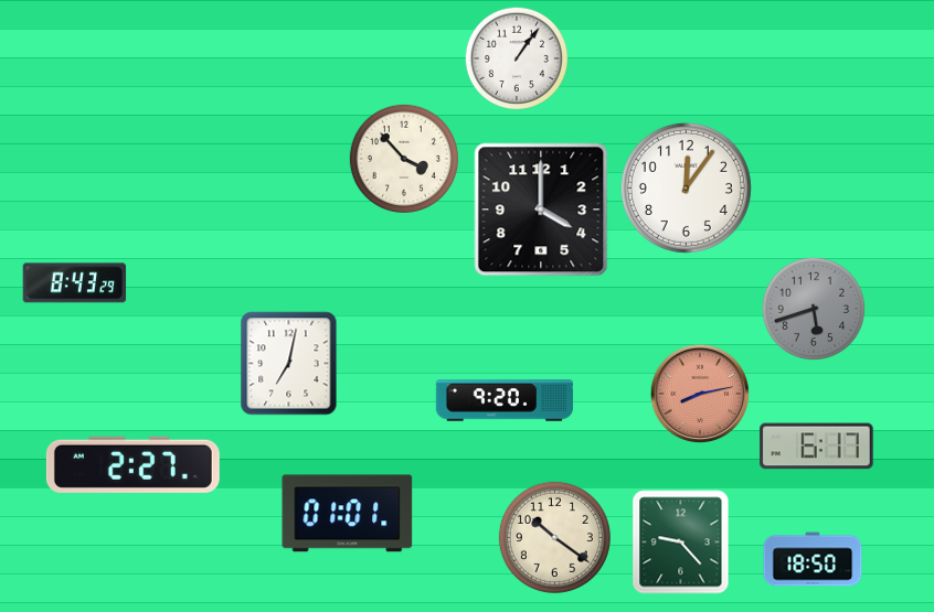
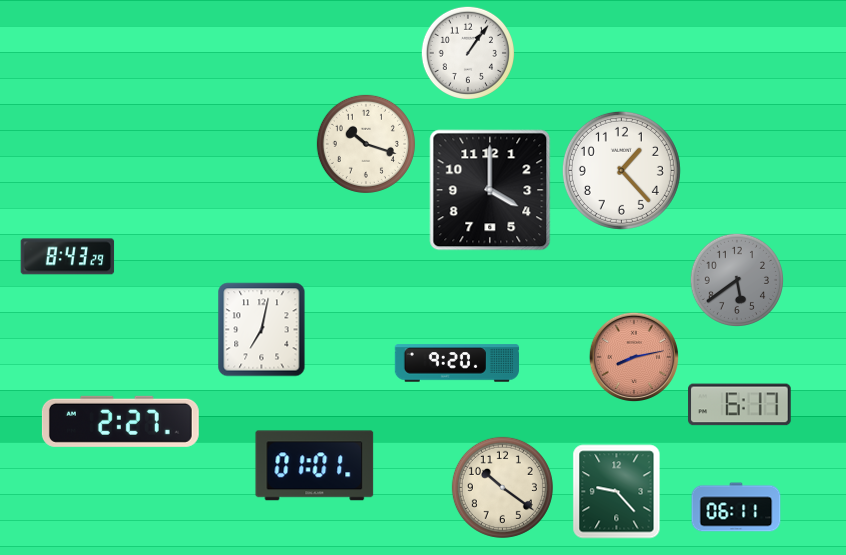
clock at (404, 159): 3:53 -> 10:18
clock at (686, 187): 12:06 -> 1:23
clock at (813, 308): 5:42 -> 5:39
clock at (813, 559): 18:50 -> 06:11
